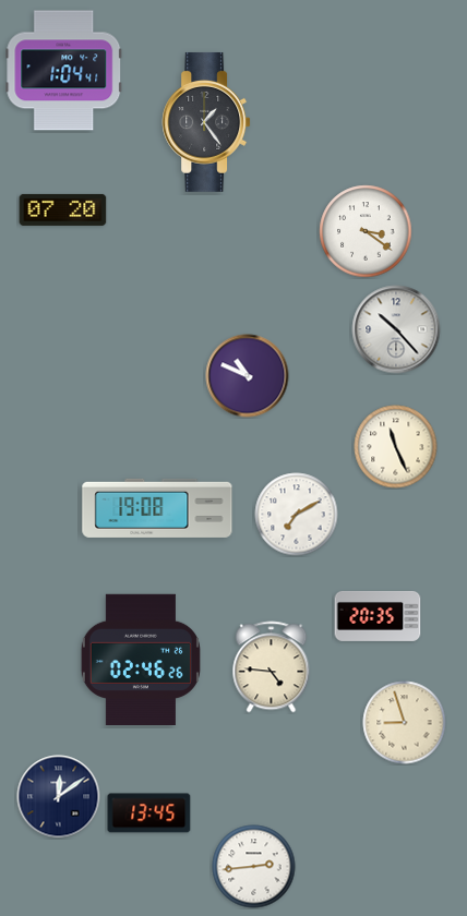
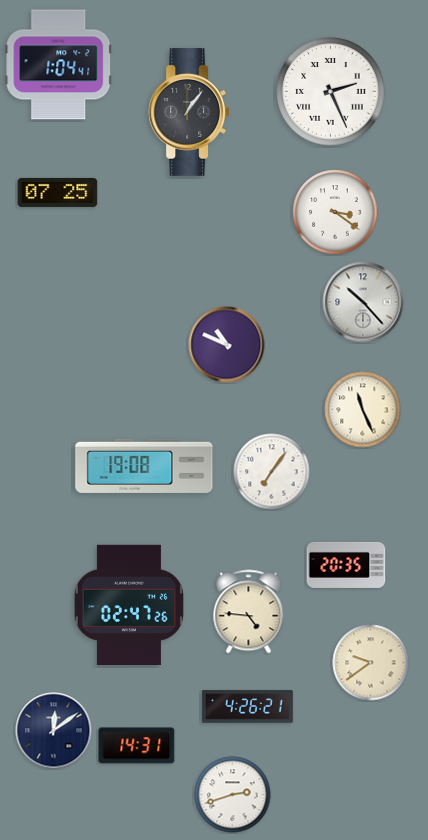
clock at (331, 92): none -> 2:26
clock at (206, 122): 1:24 -> 1:06
clock at (63, 209): 07:20 -> 07:25
clock at (297, 515): 7:10 -> 7:06
clock at (141, 659): 02:46 -> 02:47
clock at (405, 723): 8:57 -> 9:39
clock at (247, 707): none -> 4:26
clock at (149, 813): 13:45 -> 14:31
clock at (254, 867): 2:44 -> 2:42
